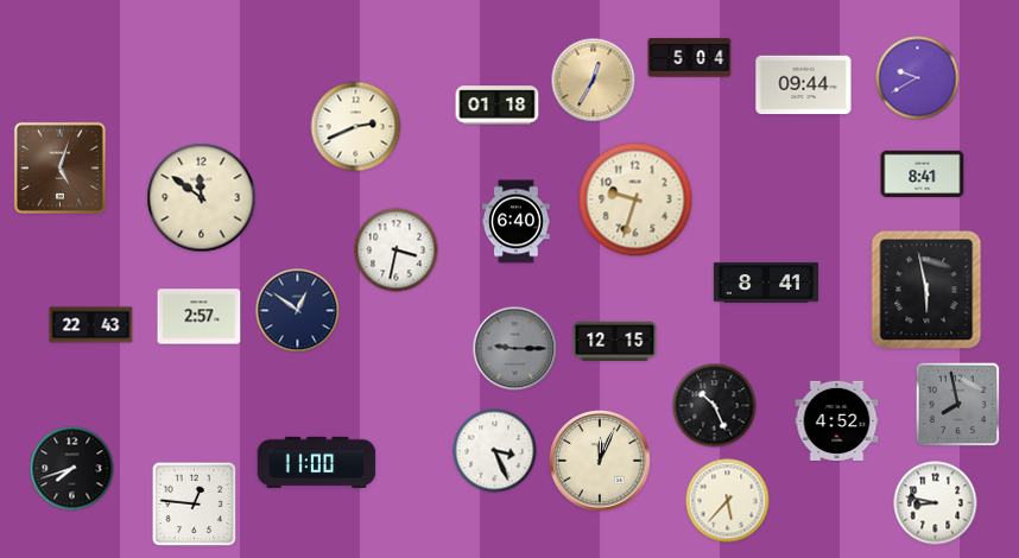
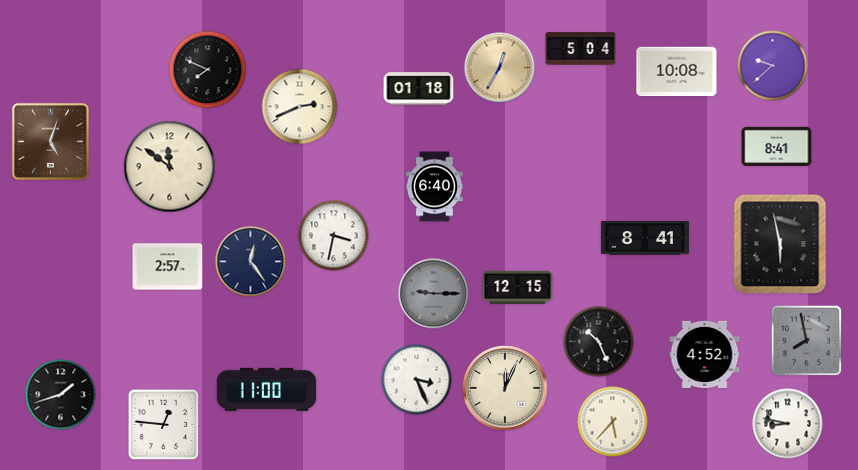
clock at (918, 78): 9:40 -> 9:38
clock at (208, 70): none -> 7:49
clock at (804, 85): 09:44 -> 10:08
clock at (635, 199): 9:33 -> none
clock at (397, 251) position: (397, 251) -> (334, 236)
clock at (298, 311): 12:51 -> 12:24
clock at (91, 325): 22:43 -> none
clock at (715, 406) position: (715, 406) -> (599, 342)
clock at (72, 469): 7:42 -> 1:42
